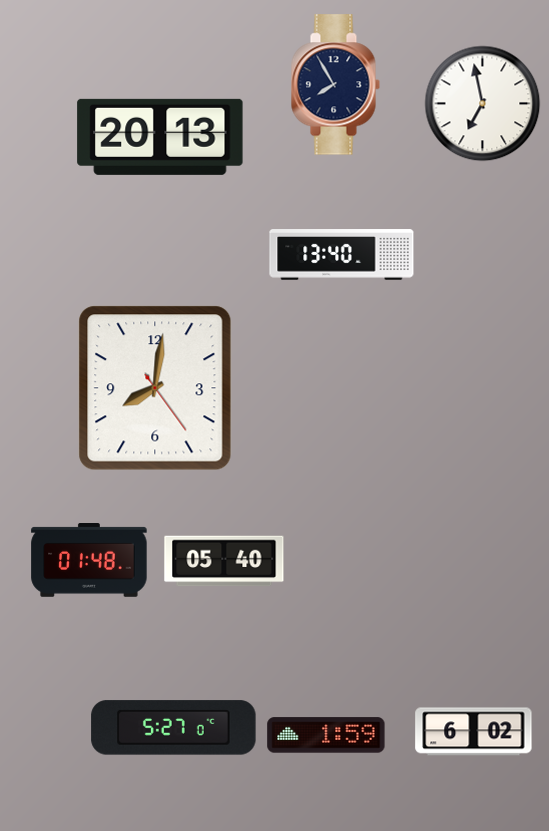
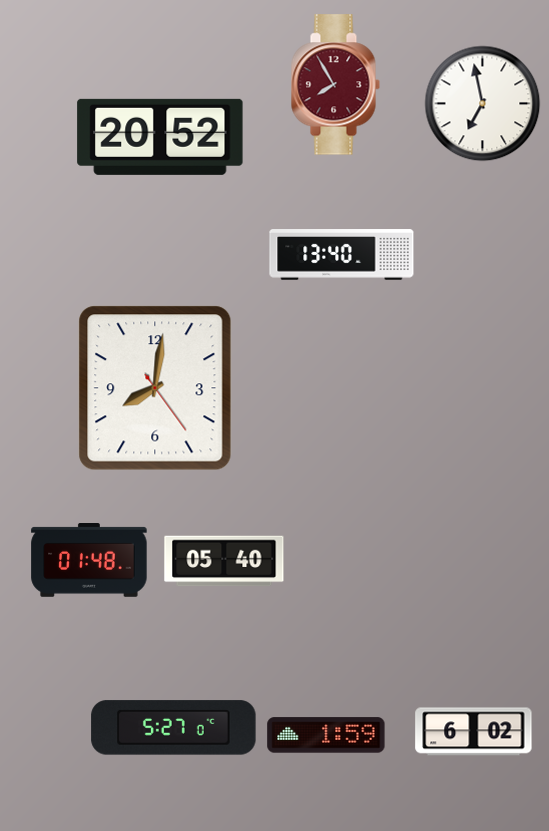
clock at (335, 85) dial: navy -> burgundy
clock at (160, 137): 20:13 -> 20:52
